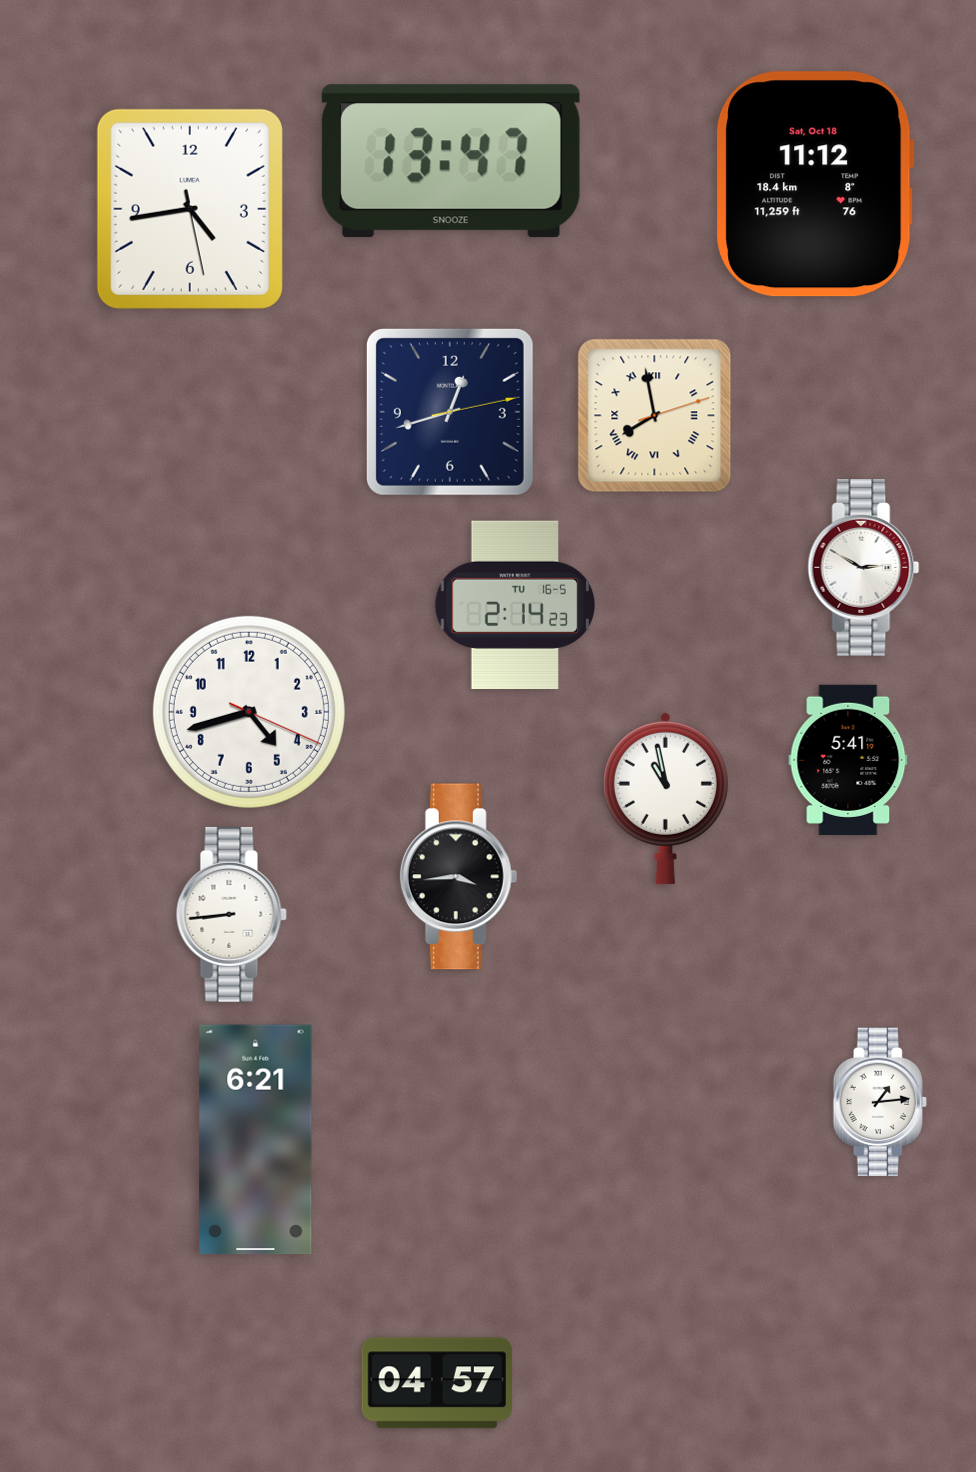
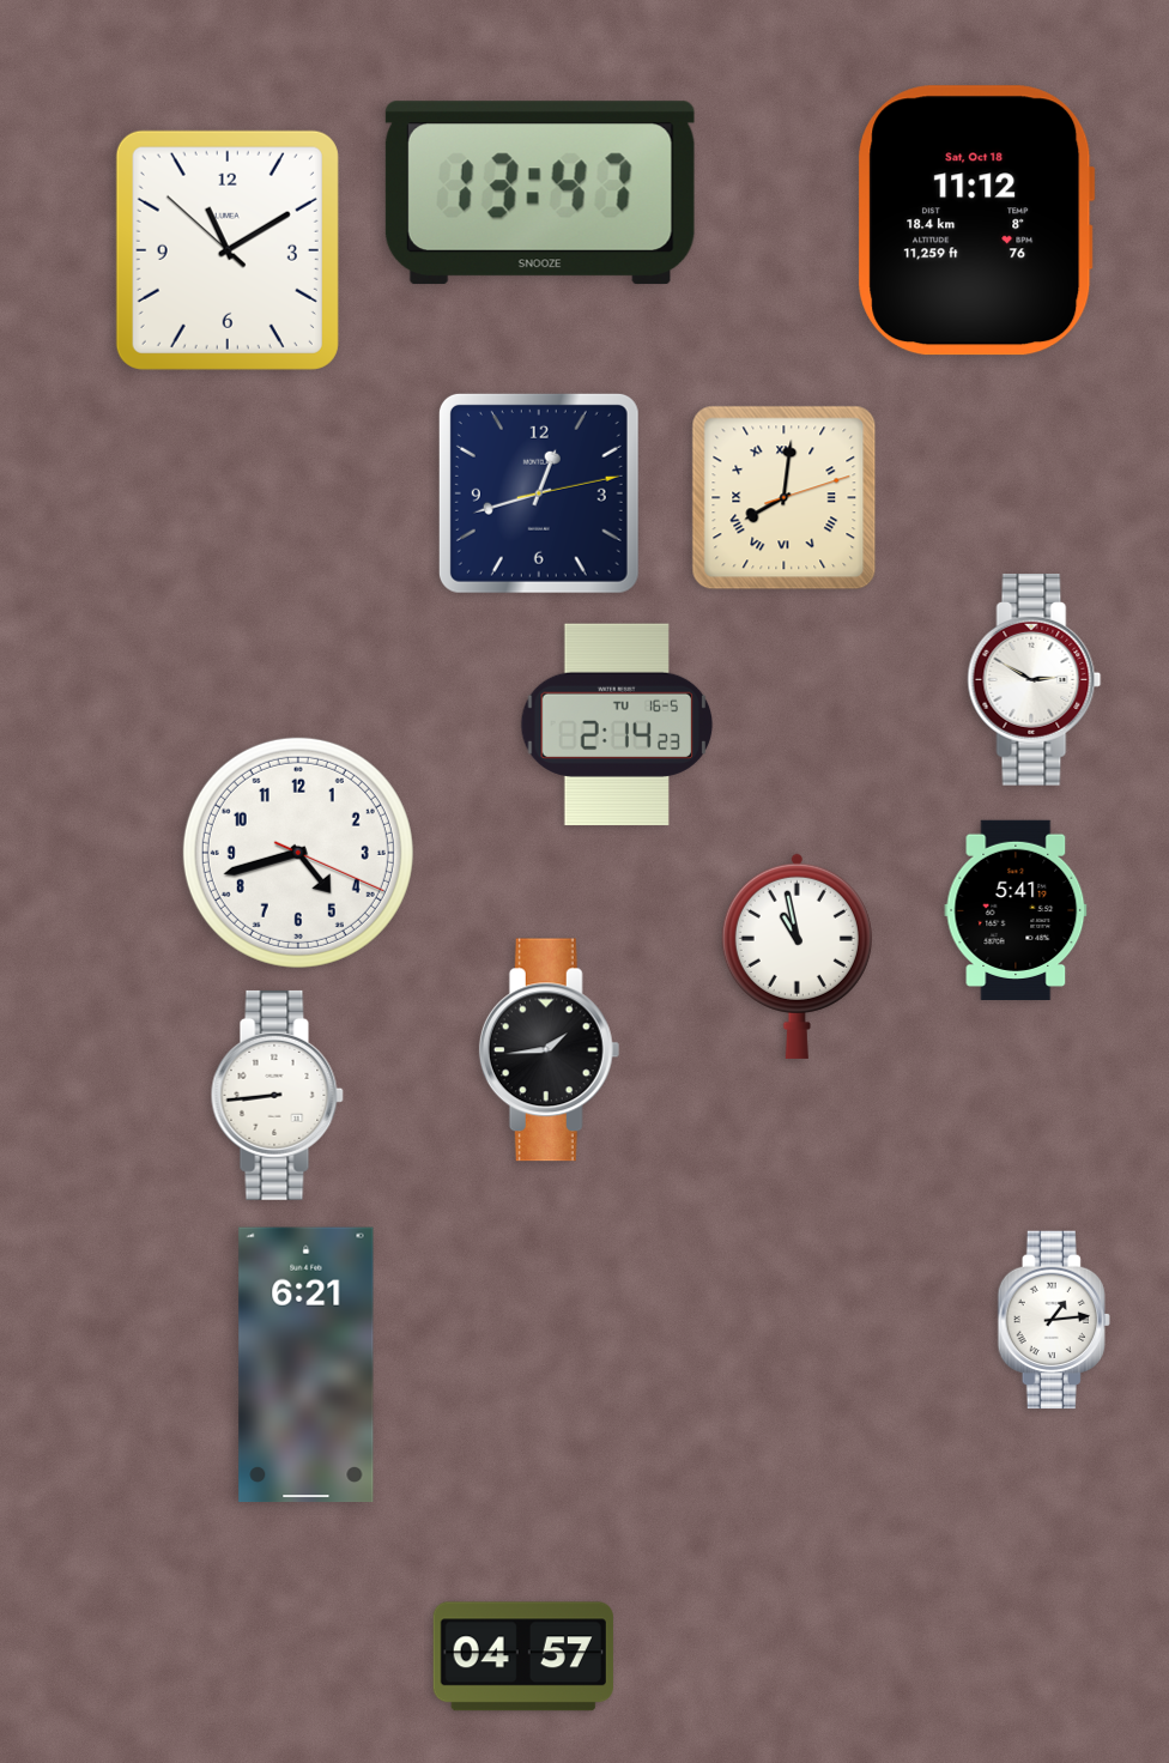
clock at (190, 209): 4:43 -> 11:09
clock at (655, 416): 7:58 -> 8:01
clock at (459, 877): 3:44 -> 1:44
